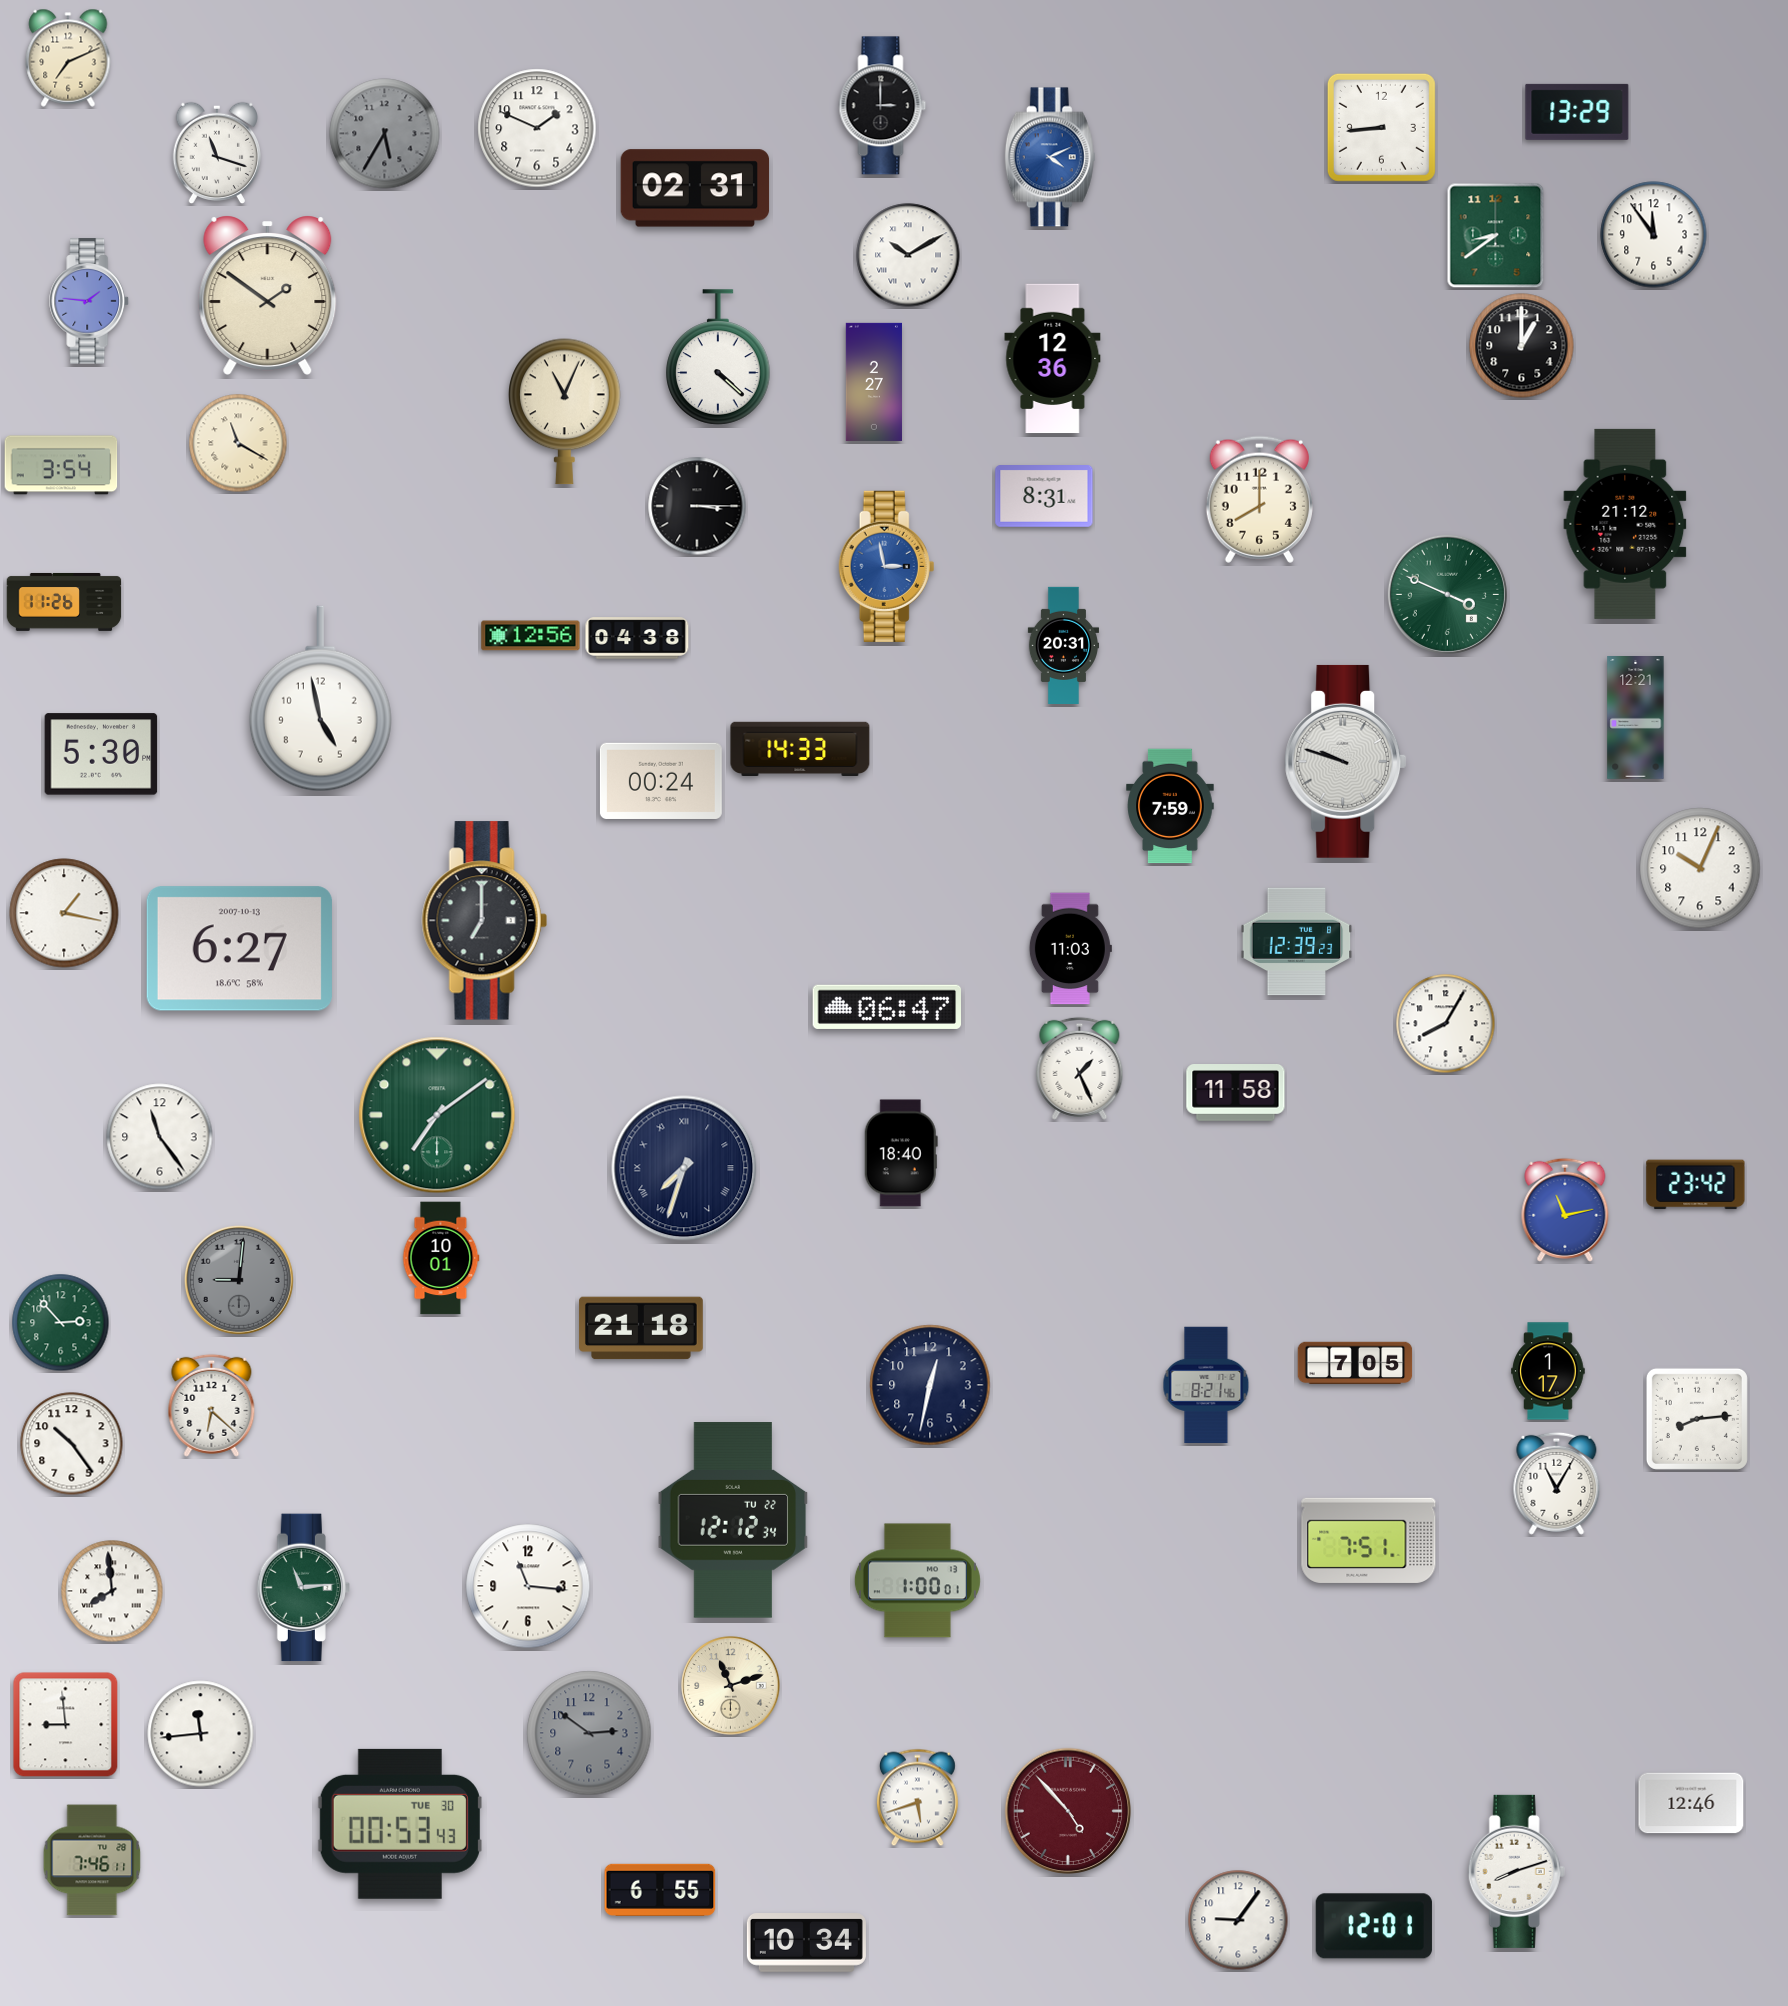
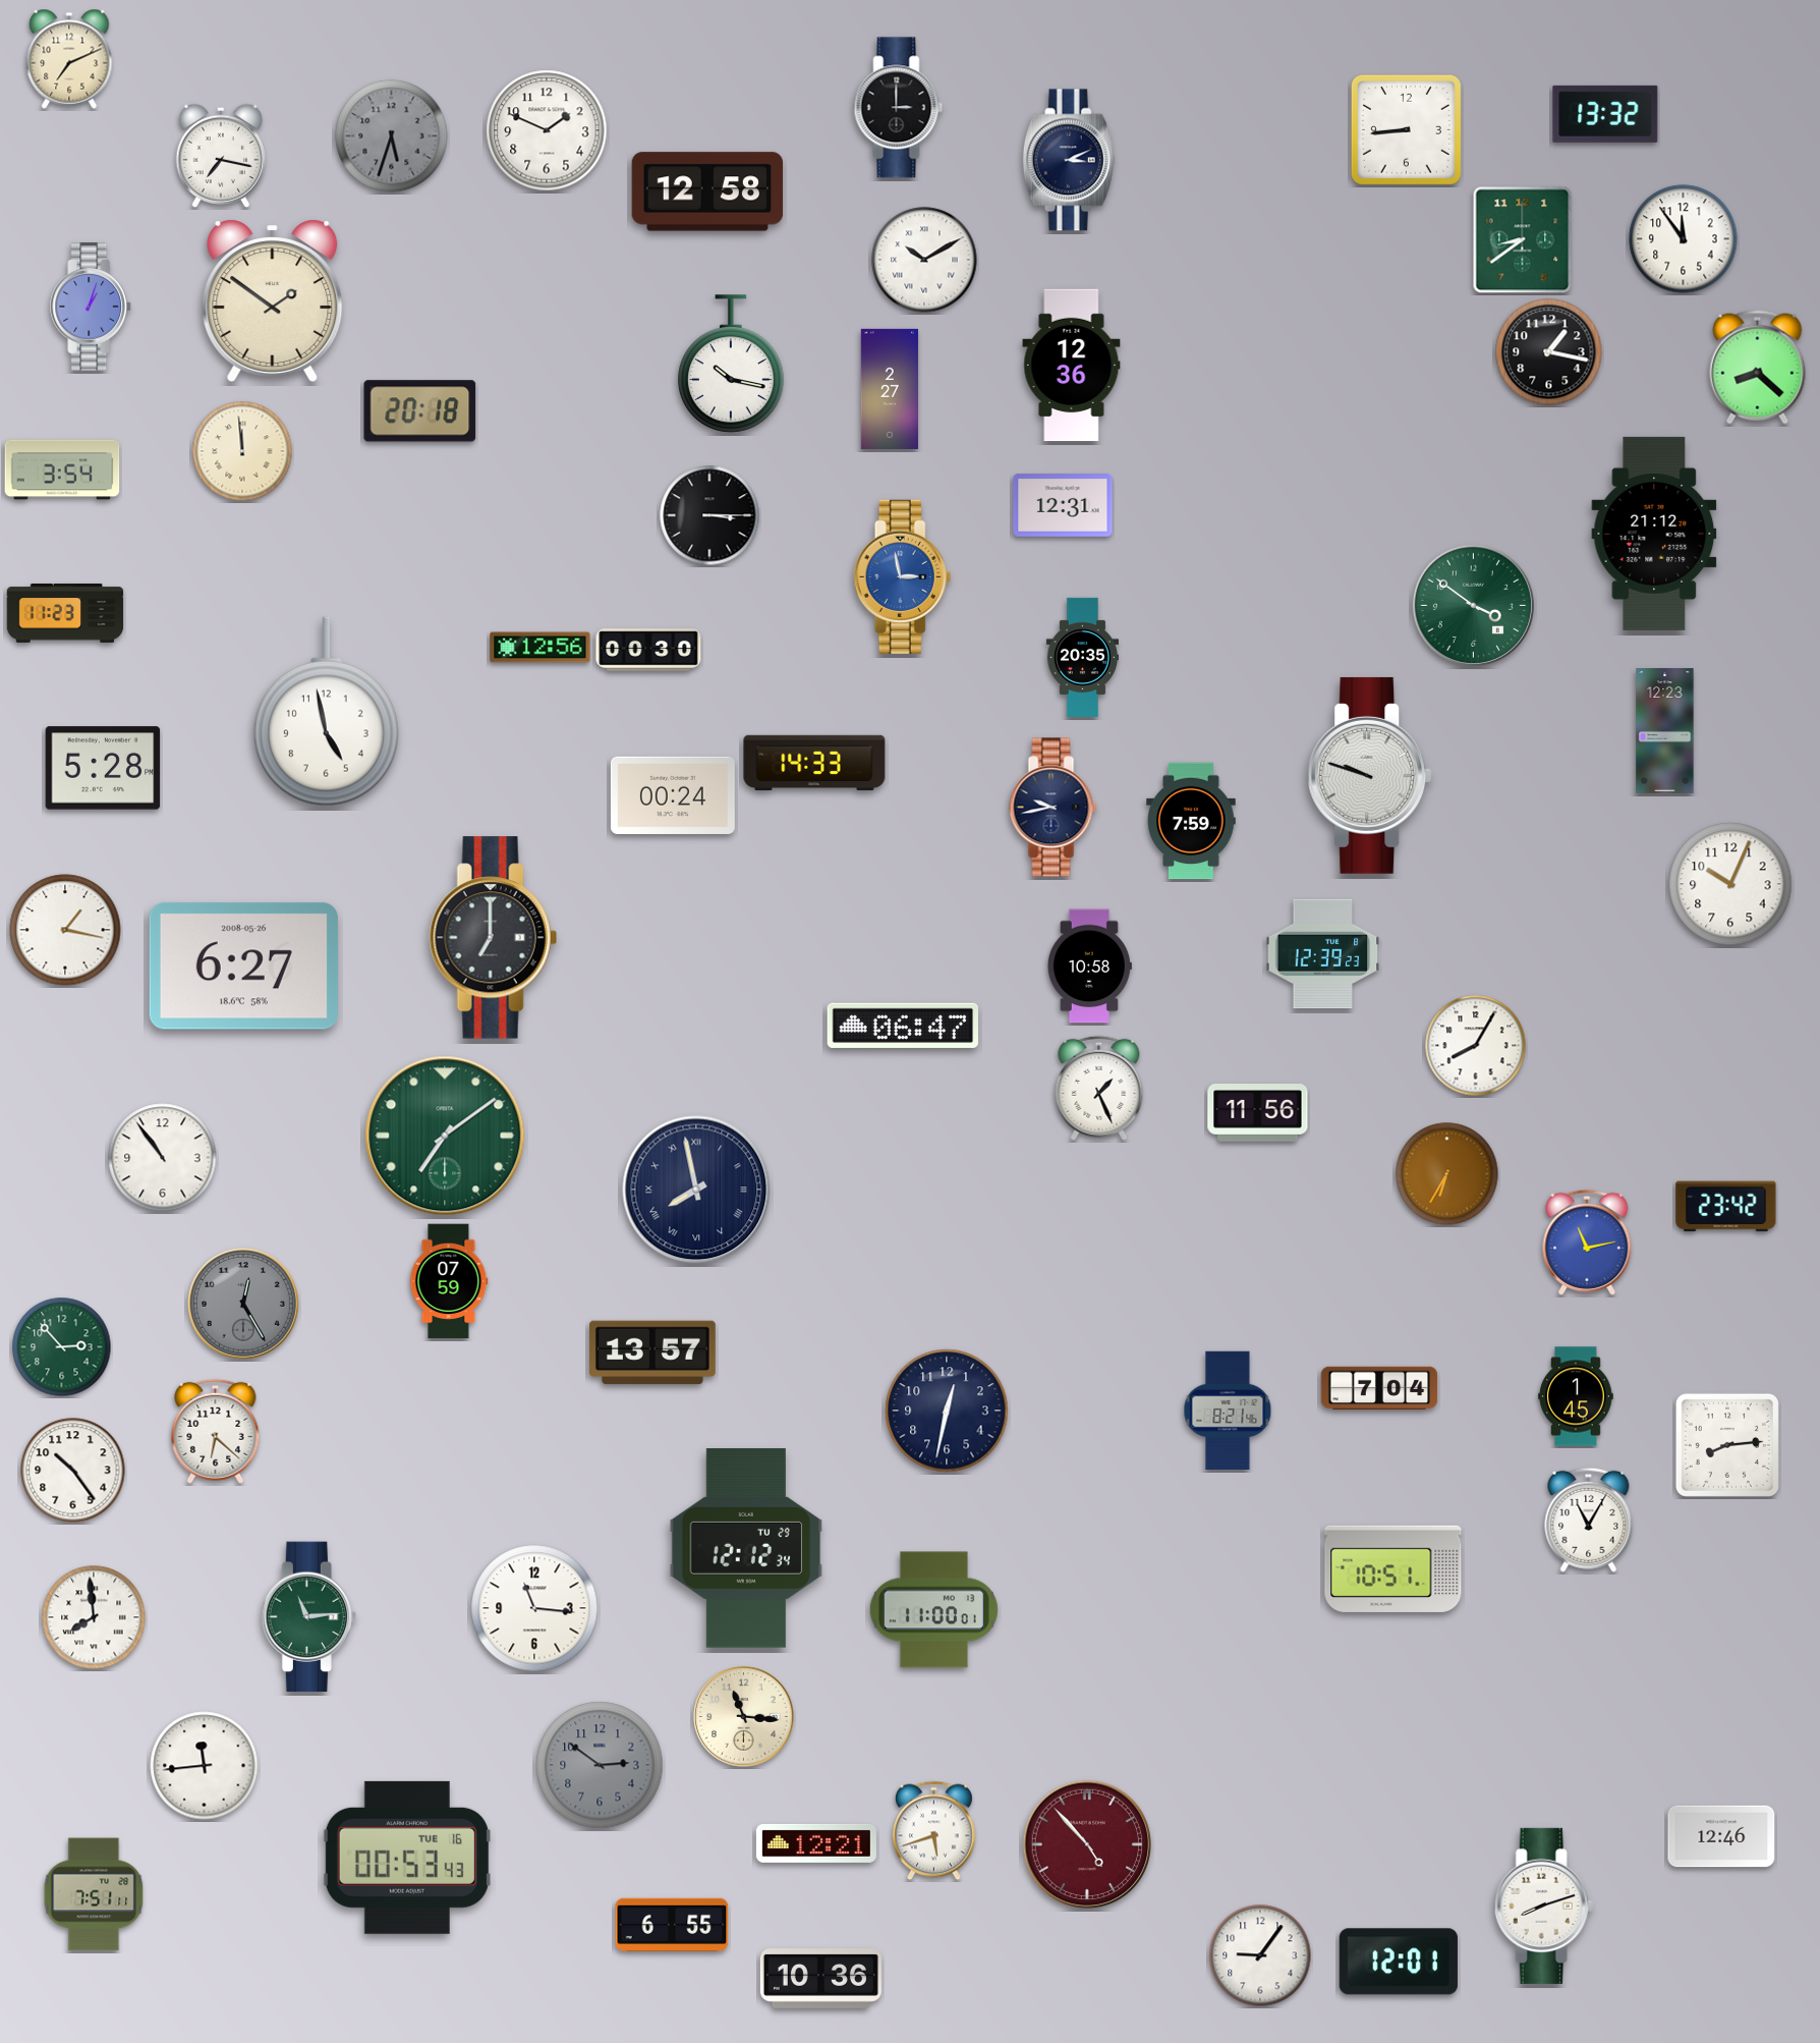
clock at (1577, 112): 13:29 -> 13:32
clock at (385, 134): 5:35 -> 5:33
clock at (216, 153): 11:18 -> 7:17
clock at (1050, 157): 4:11 -> 3:11
clock at (1050, 157) dial: blue -> navy
clock at (695, 188): 02:31 -> 12:58
clock at (90, 301): 1:46 -> 1:03
clock at (1522, 346): 1:00 -> 1:17
clock at (718, 357): 4:22 -> 10:17
clock at (1758, 368): none -> 8:22
clock at (420, 411): none -> 20:18
clock at (565, 412): 11:04 -> none
clock at (238, 443): 11:20 -> 11:59
clock at (61, 465) position: (61, 465) -> (62, 470)
clock at (1044, 497): 8:31 -> 12:31
clock at (1259, 499): 8:00 -> none
clock at (1447, 594): 3:49 -> 3:51
clock at (64, 602): 11:26 -> 11:23
clock at (637, 638): 04:38 -> 00:30
clock at (1063, 645): 20:31 -> 20:35
clock at (1636, 718): 12:21 -> 12:23
clock at (101, 754): 5:30 -> 5:28
clock at (1054, 808): none -> 9:43
clock at (1297, 942) position: (1297, 942) -> (1323, 954)
clock at (239, 949) date: 2007-10-13 -> 2008-05-26
clock at (1070, 949): 11:03 -> 10:58
clock at (1446, 1024) position: (1446, 1024) -> (1476, 1046)
clock at (1236, 1093): 11:58 -> 11:56
clock at (160, 1137): 11:24 -> 10:54
clock at (901, 1153): 18:40 -> none
clock at (1447, 1174): none -> 6:35
clock at (684, 1168): 7:33 -> 7:58
clock at (1565, 1210) position: (1565, 1210) -> (1587, 1243)
clock at (441, 1258): 10:01 -> 07:59
clock at (239, 1280): 9:01 -> 12:25
clock at (642, 1328): 21:18 -> 13:57
clock at (1355, 1363): 7:05 -> 7:04
clock at (1548, 1371): 1:17 -> 1:45
clock at (1557, 1483) position: (1557, 1483) -> (1589, 1520)
clock at (733, 1520) date: TU 22 -> TU 29
clock at (1369, 1540): 7:51 -> 10:51
clock at (917, 1581): 1:00 -> 11:00
clock at (528, 1586) position: (528, 1586) -> (534, 1608)
clock at (112, 1591) position: (112, 1591) -> (94, 1617)
clock at (731, 1686): 11:12 -> 11:16
clock at (66, 1725): 8:59 -> none
clock at (816, 1843): none -> 12:21
clock at (400, 1824) date: TUE 30 -> TUE 16
clock at (92, 1860): 7:46 -> 7:51
clock at (806, 1943): 10:34 -> 10:36
